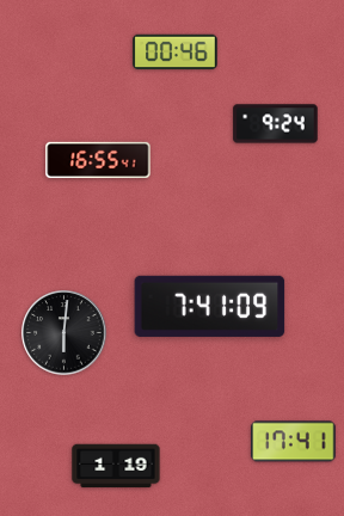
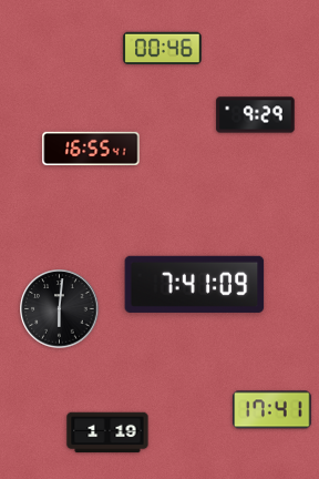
clock at (276, 124): 9:24 -> 9:29
